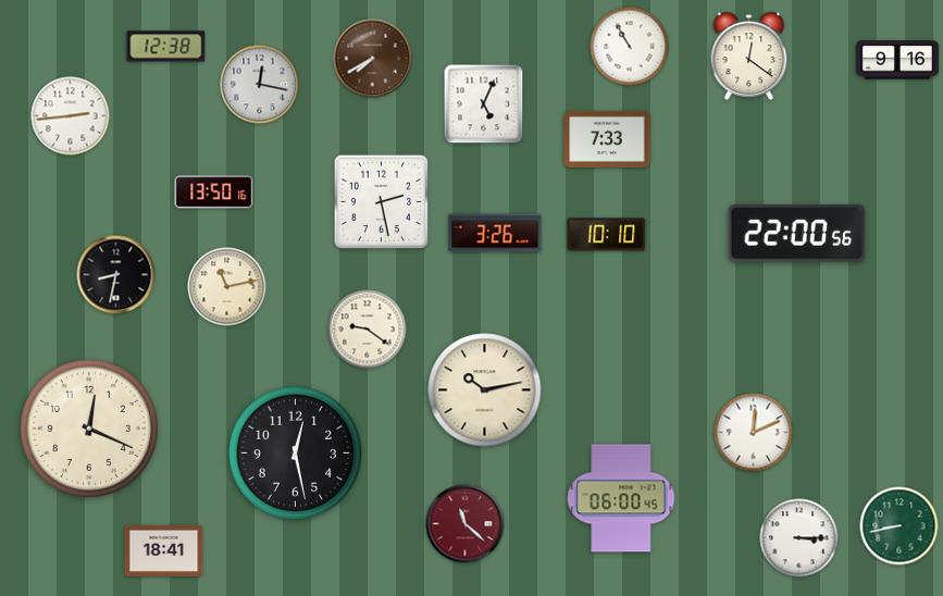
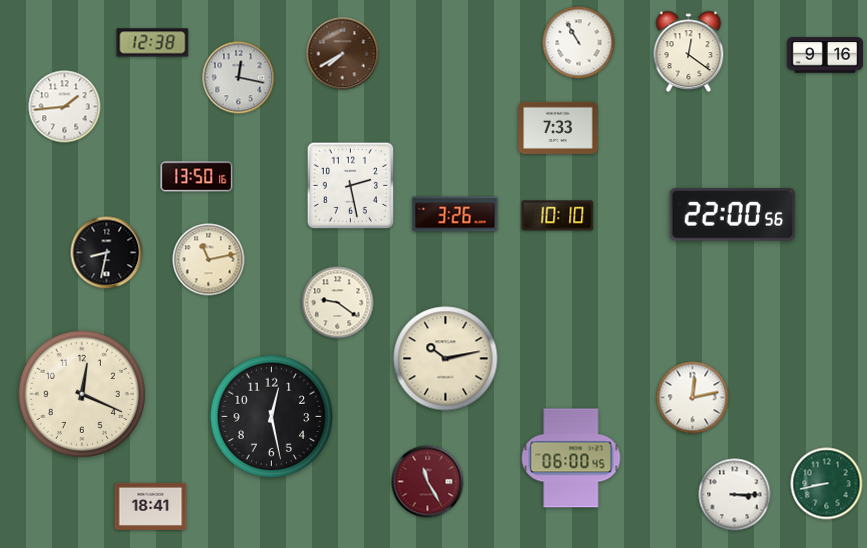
clock at (484, 104): 5:04 -> none
clock at (71, 116): 2:44 -> 1:44
clock at (227, 287) position: (227, 287) -> (209, 260)
clock at (754, 433): 12:11 -> 12:13
clock at (466, 524): 11:22 -> 11:25
